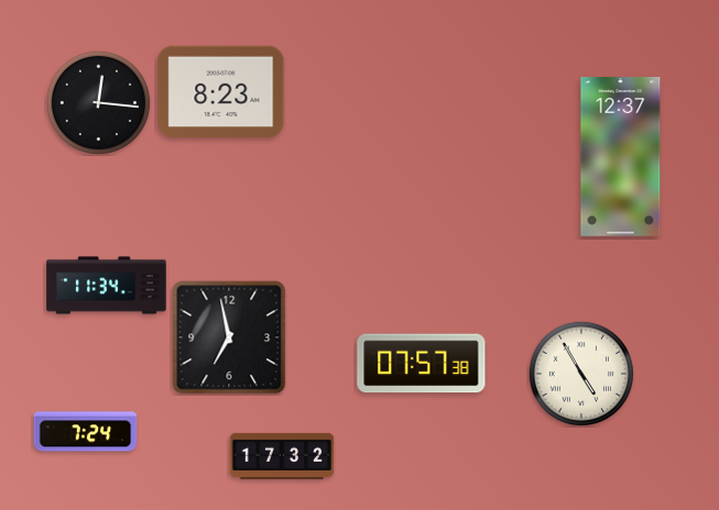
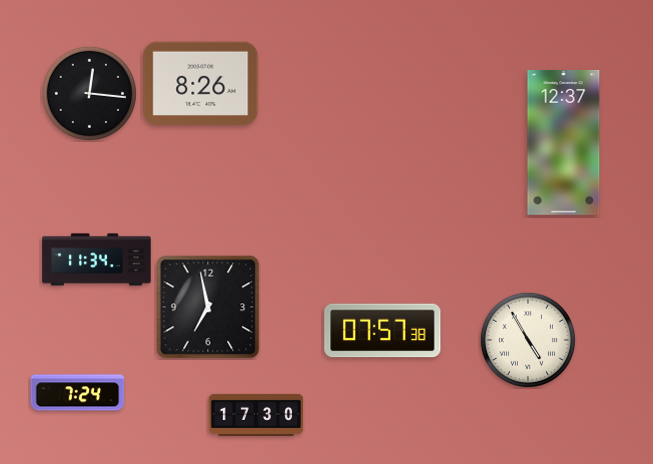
clock at (221, 91): 8:23 -> 8:26
clock at (282, 456): 17:32 -> 17:30
